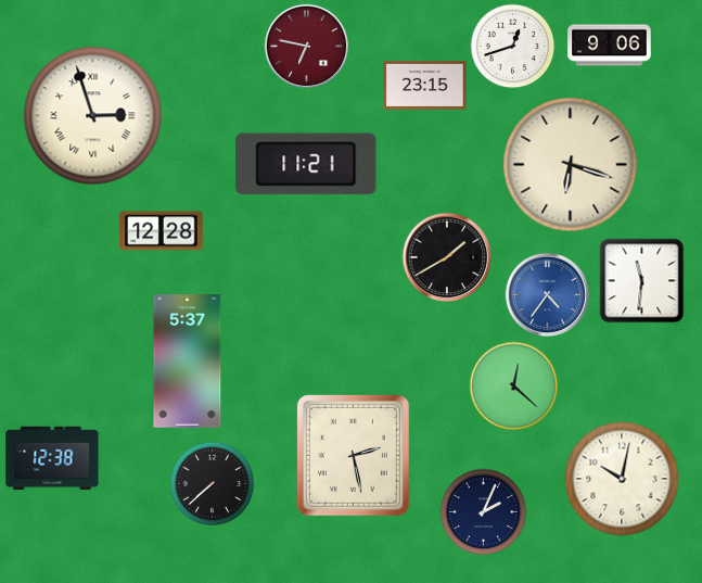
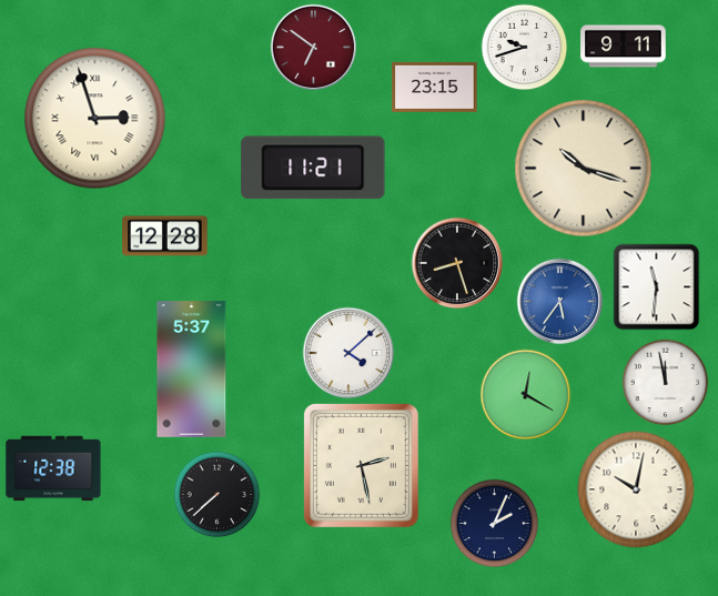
clock at (306, 46): 6:47 -> 6:51
clock at (512, 46): 12:42 -> 9:42
clock at (610, 46): 9:06 -> 9:11
clock at (571, 165): 6:18 -> 10:18
clock at (447, 257): 1:40 -> 8:27
clock at (547, 294): 4:36 -> 5:36
clock at (348, 353): none -> 4:08
clock at (665, 382): none -> 11:58
clock at (513, 385): 12:22 -> 12:20
